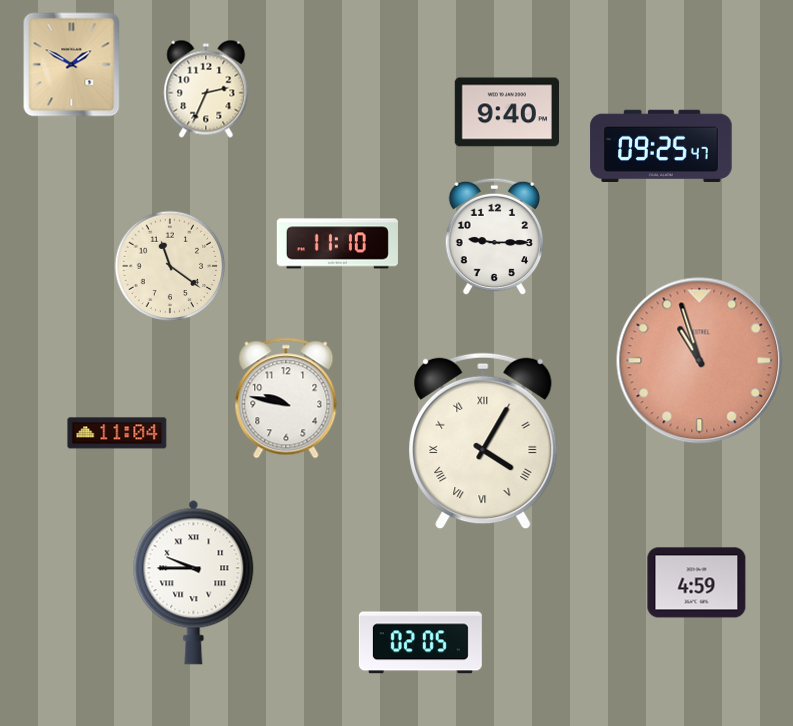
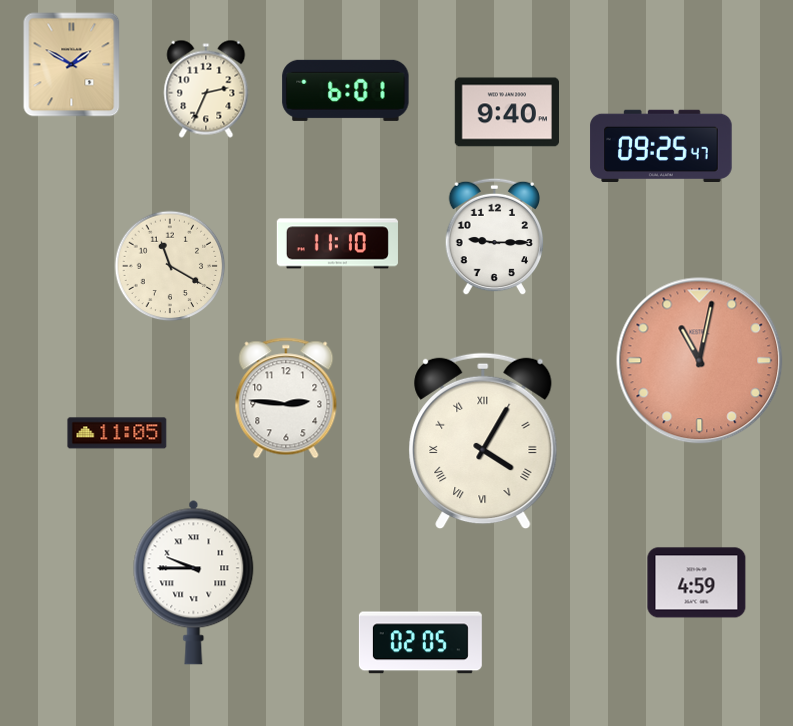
clock at (346, 90): none -> 6:01
clock at (170, 266): 11:21 -> 11:20
clock at (700, 361): 10:57 -> 11:02
clock at (286, 398): 9:47 -> 2:46
clock at (117, 433): 11:04 -> 11:05
